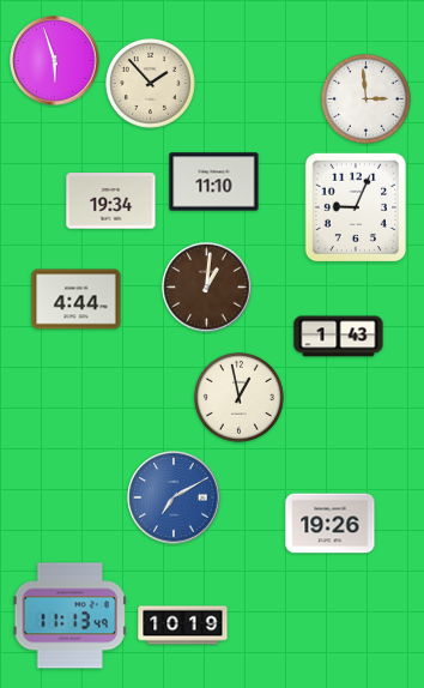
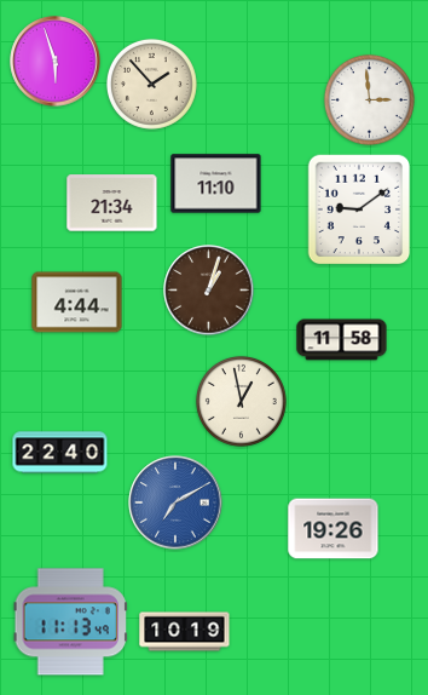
clock at (111, 201): 19:34 -> 21:34
clock at (356, 207): 9:04 -> 9:09
clock at (207, 288): 1:01 -> 1:03
clock at (339, 337): 1:43 -> 11:58
clock at (60, 453): none -> 22:40
